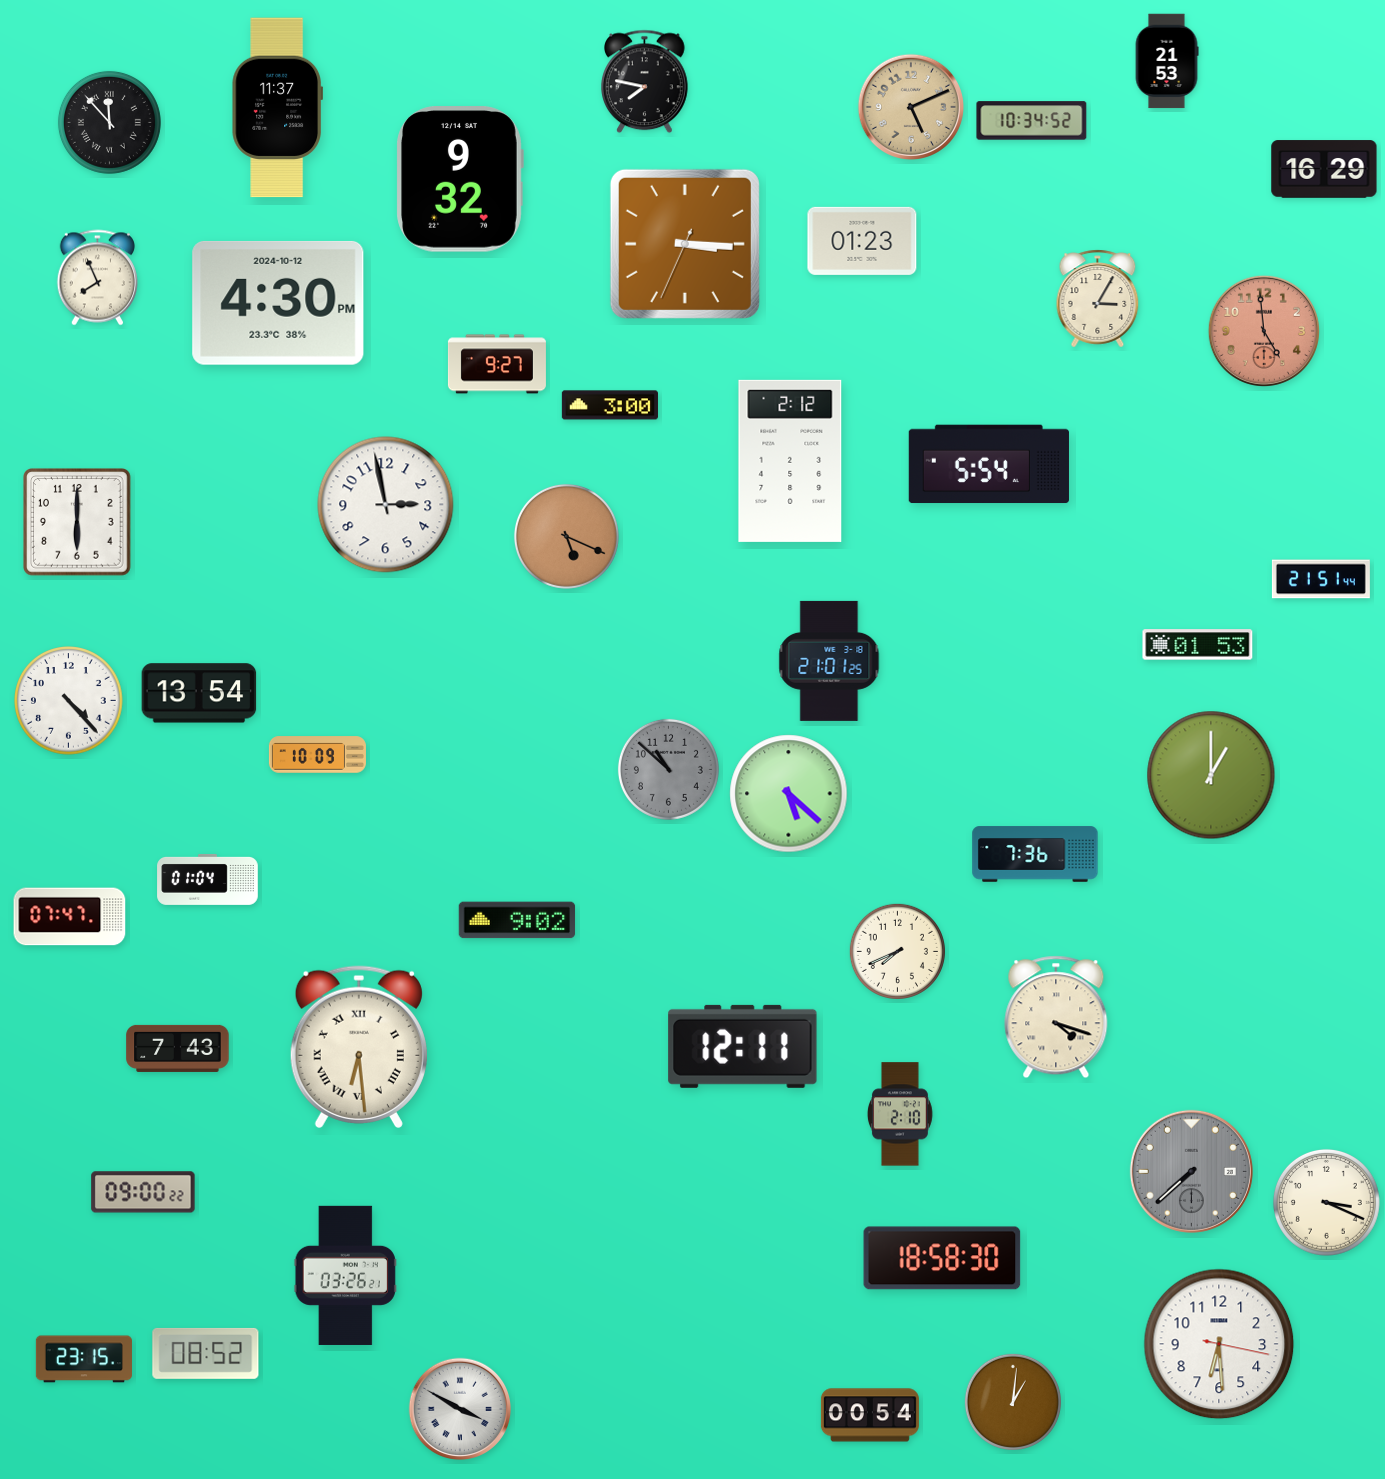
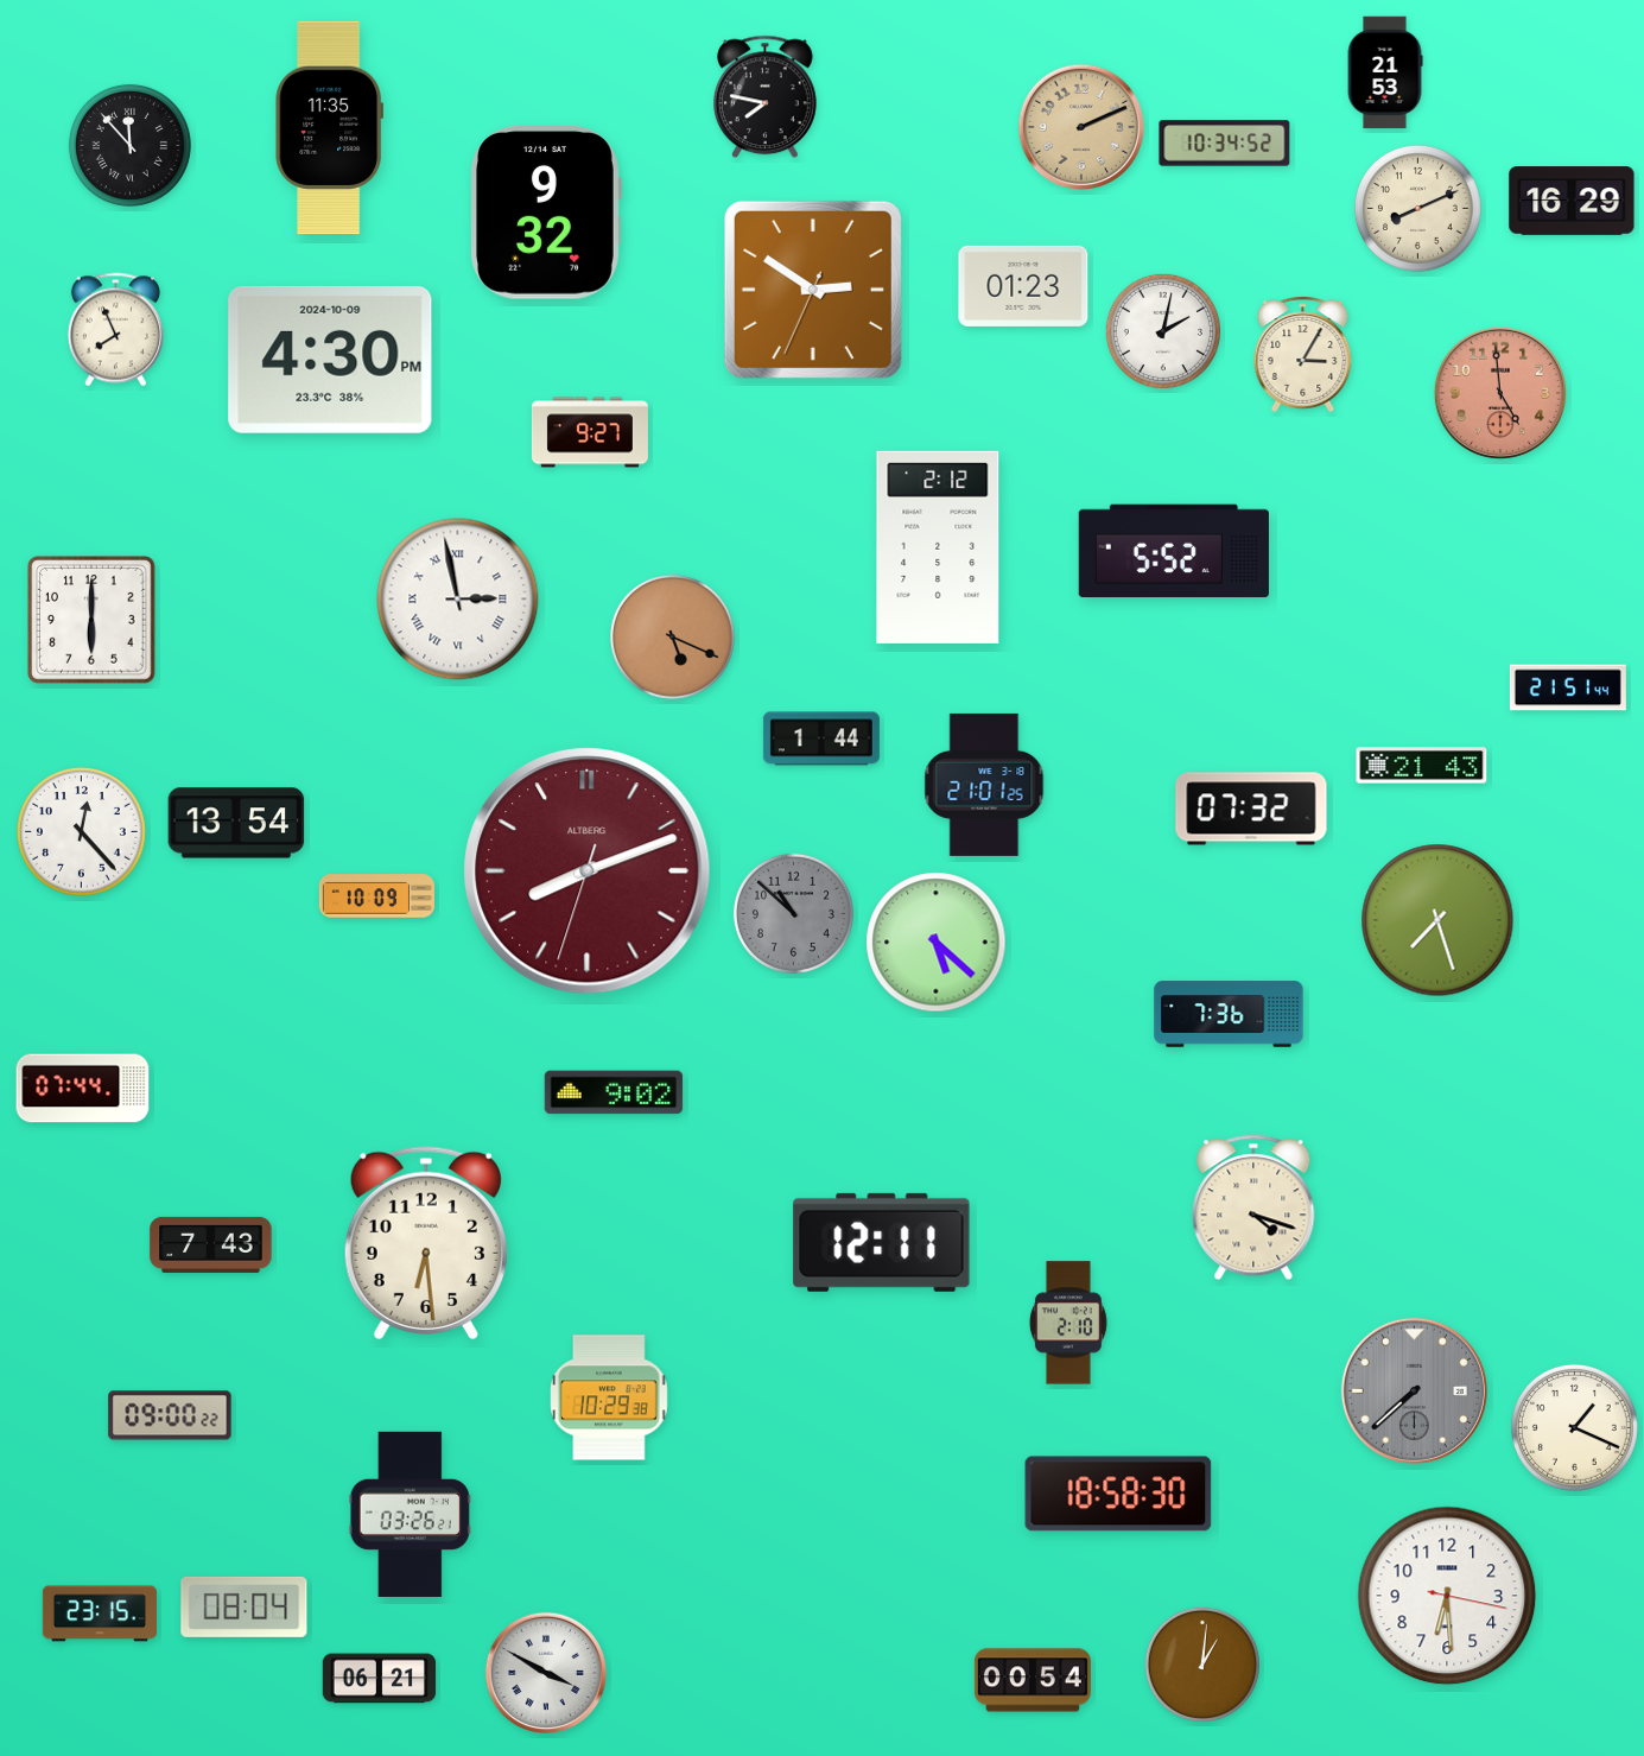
clock at (910, 106): 5:11 -> 2:11
clock at (277, 108): 11:37 -> 11:35
clock at (1417, 208): none -> 8:11
clock at (685, 244): 3:15 -> 2:50
clock at (1163, 331): none -> 2:02
clock at (278, 303) date: 2024-10-12 -> 2024-10-09
clock at (610, 405): 3:00 -> none
clock at (989, 464): 5:54 -> 5:52
clock at (386, 505) numerals: Arabic -> Roman
clock at (821, 738): none -> 1:44
clock at (1198, 645): 01:53 -> 21:43
clock at (1251, 809): none -> 07:32
clock at (69, 701): 4:23 -> 12:23
clock at (588, 871): none -> 8:11
clock at (1211, 775): 1:00 -> 7:27
clock at (208, 879): 01:04 -> none
clock at (70, 917): 07:47 -> 07:44
clock at (897, 951): 7:41 -> none
clock at (359, 1047) numerals: Roman -> Arabic
clock at (610, 1397): none -> 10:29
clock at (1326, 1202): 3:19 -> 1:19
clock at (206, 1353): 08:52 -> 08:04
clock at (380, 1679): none -> 06:21
